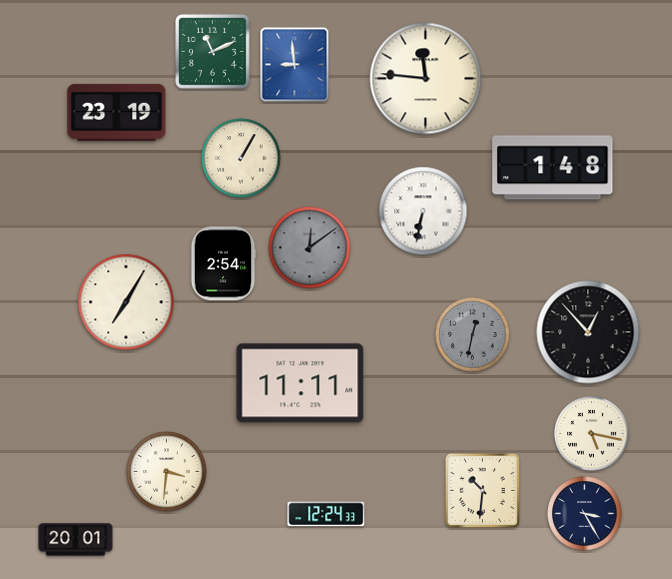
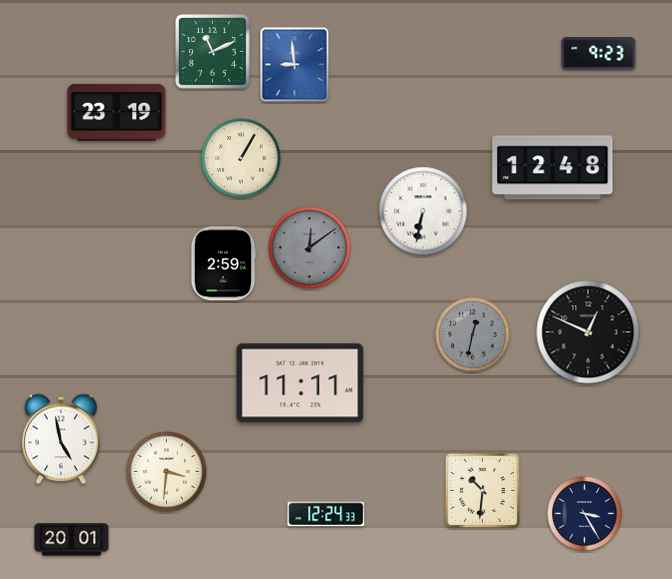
clock at (599, 54): none -> 9:23
clock at (426, 79): 11:46 -> none
clock at (553, 168): 1:48 -> 12:48
clock at (223, 264): 2:54 -> 2:59
clock at (126, 302): 7:05 -> none
clock at (588, 332): 12:53 -> 12:49
clock at (592, 434): 5:17 -> none
clock at (61, 439): none -> 4:58
clock at (76, 540) position: (76, 540) -> (72, 540)
